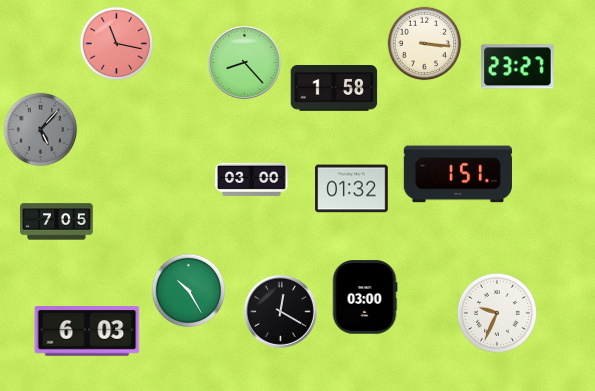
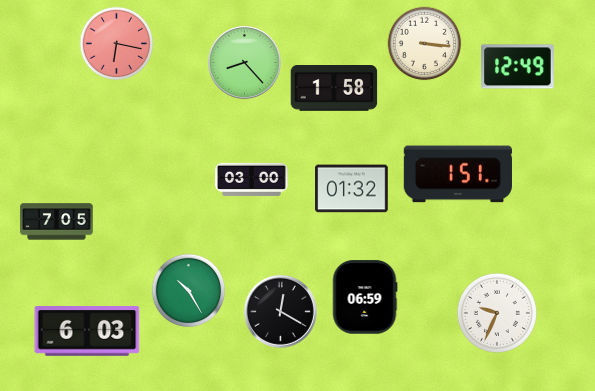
clock at (117, 44): 11:17 -> 6:17
clock at (518, 67): 23:27 -> 12:49
clock at (41, 130): 5:07 -> none
clock at (365, 297): 03:00 -> 06:59
